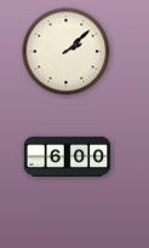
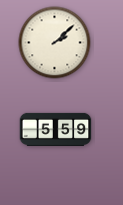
clock at (68, 156): 6:00 -> 5:59
